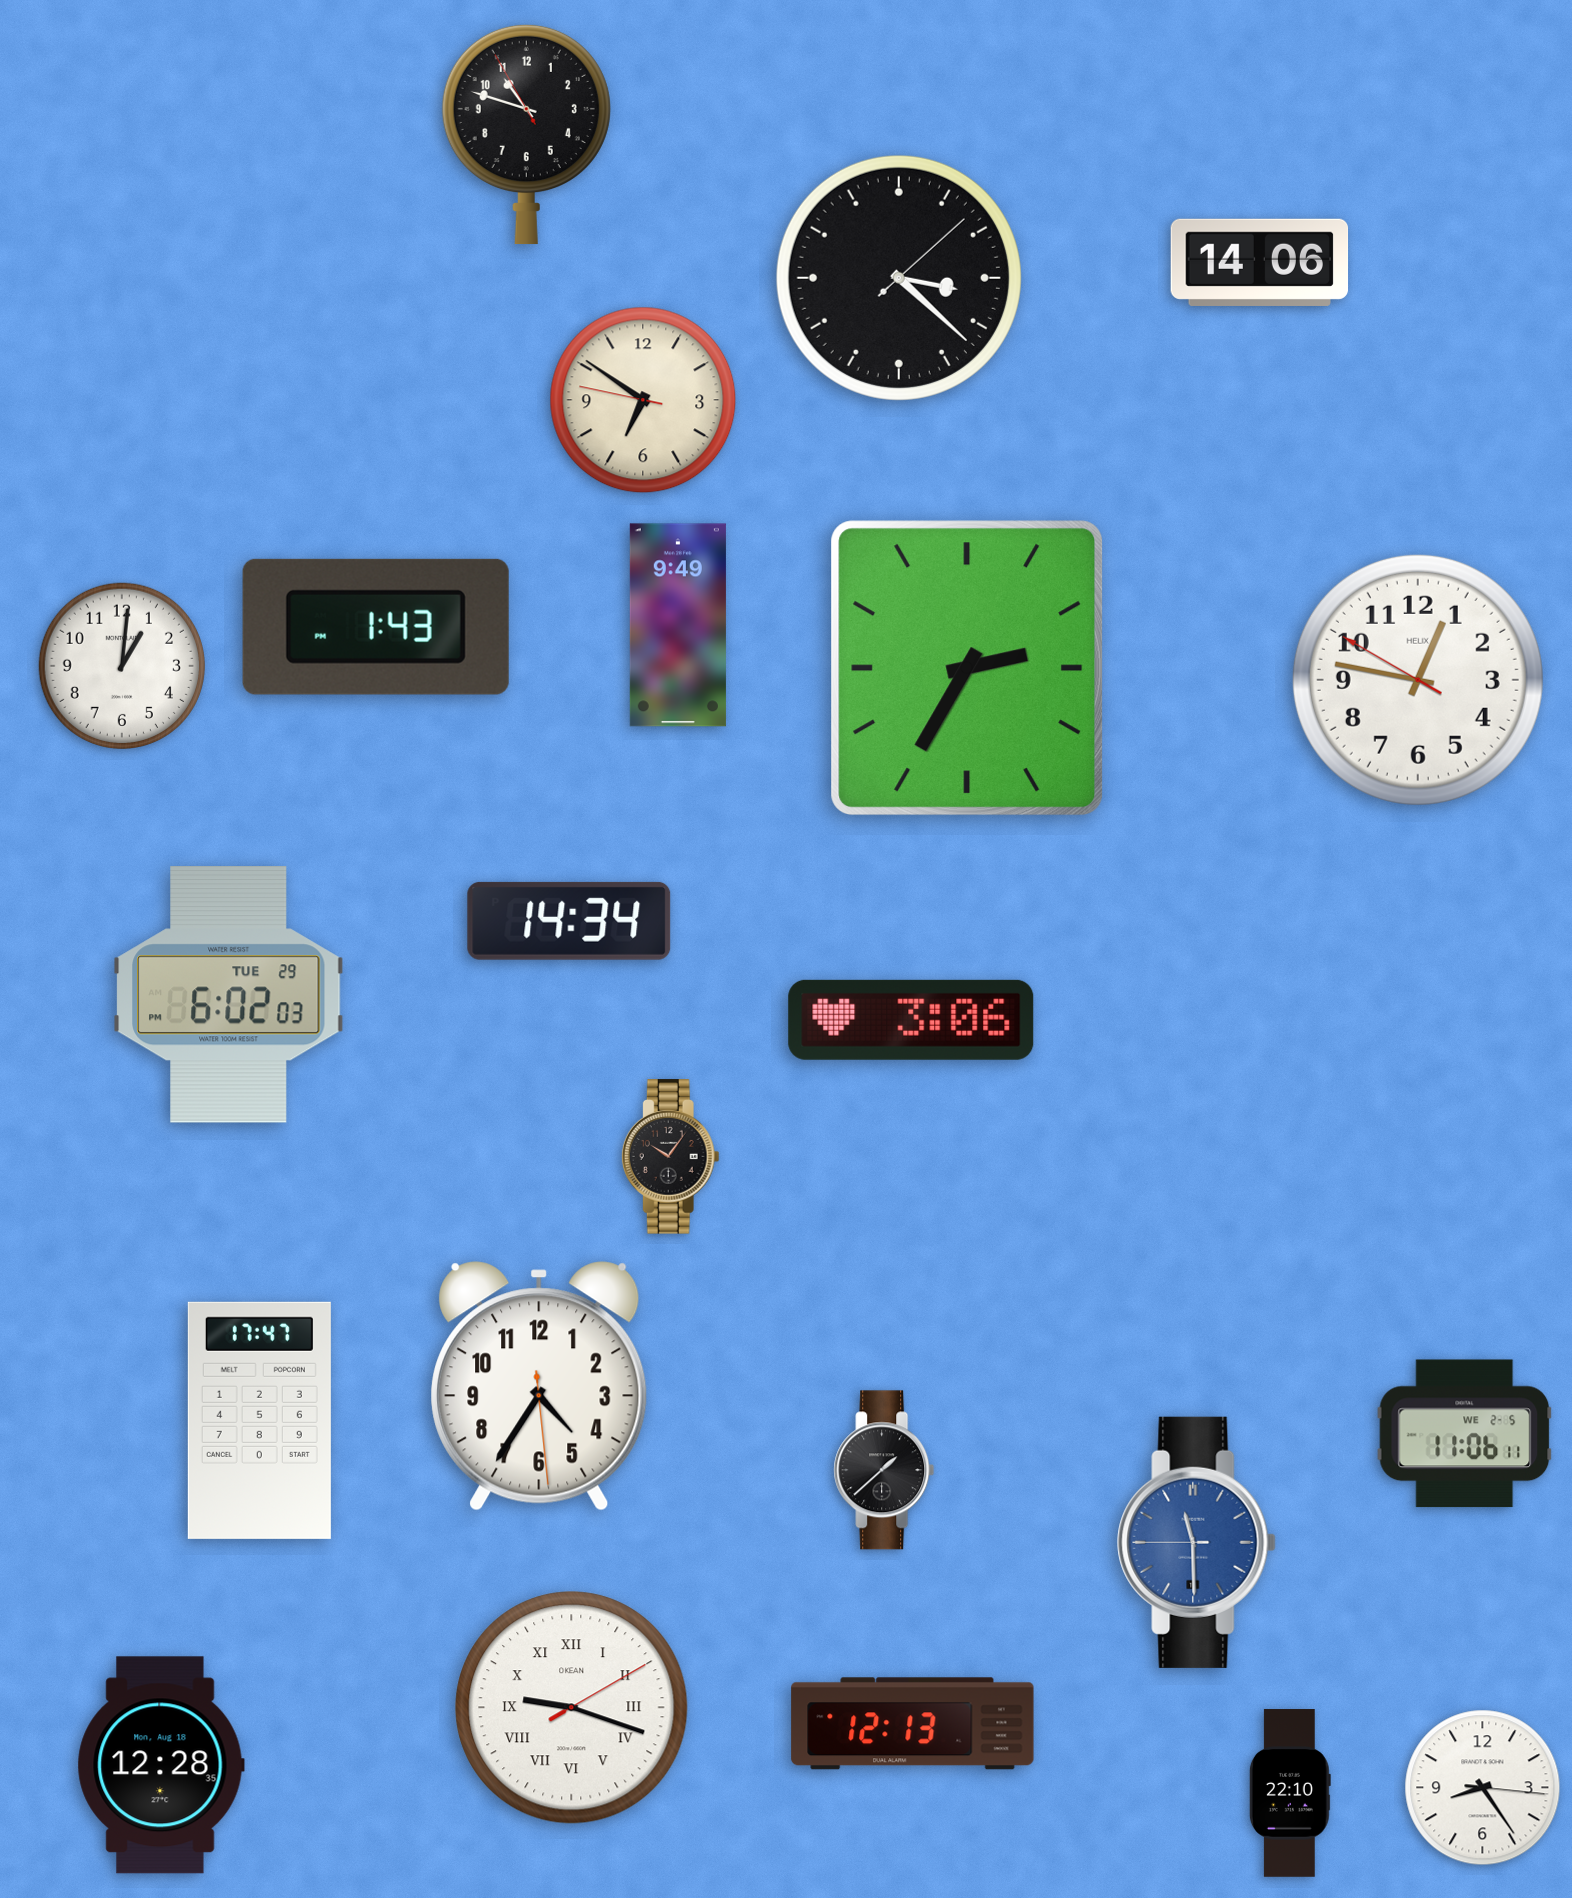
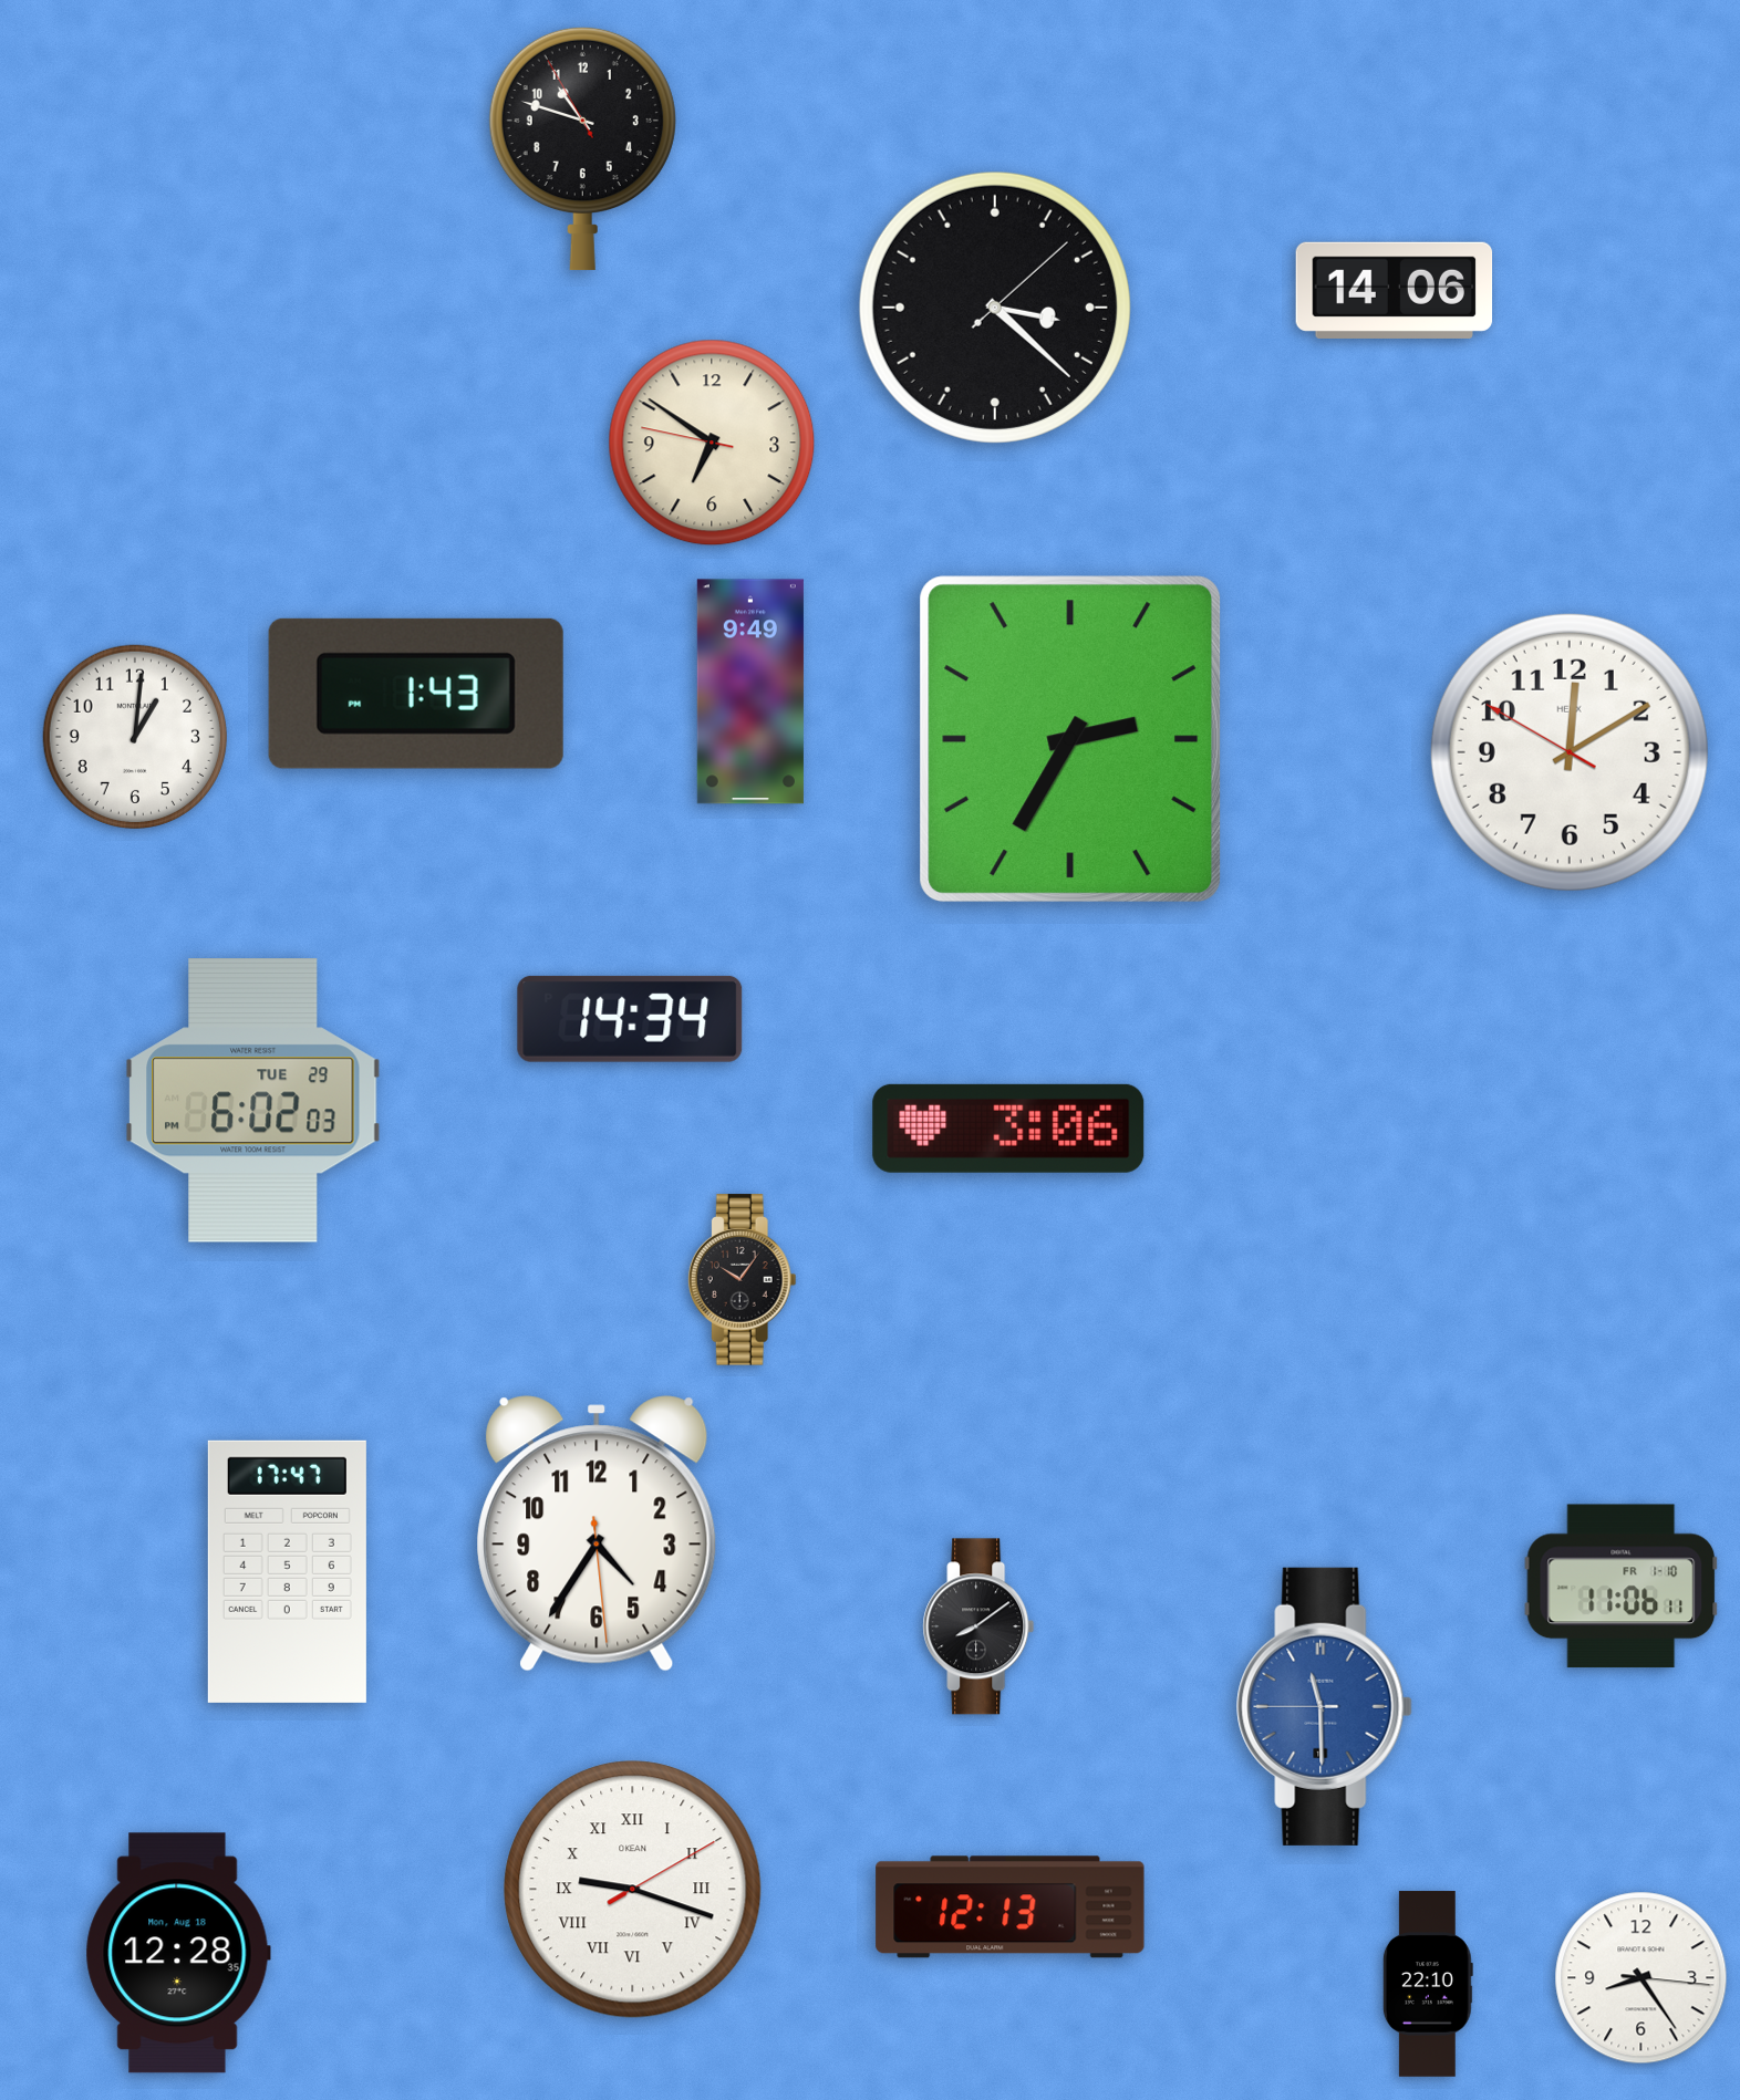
clock at (1418, 680): 12:46 -> 12:09
clock at (1465, 1434) date: WE 2-5 -> FR 1-10
clock at (884, 1470): 1:38 -> 8:09
